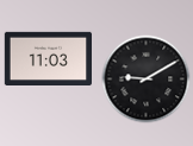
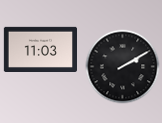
clock at (147, 80): 9:10 -> 2:10
